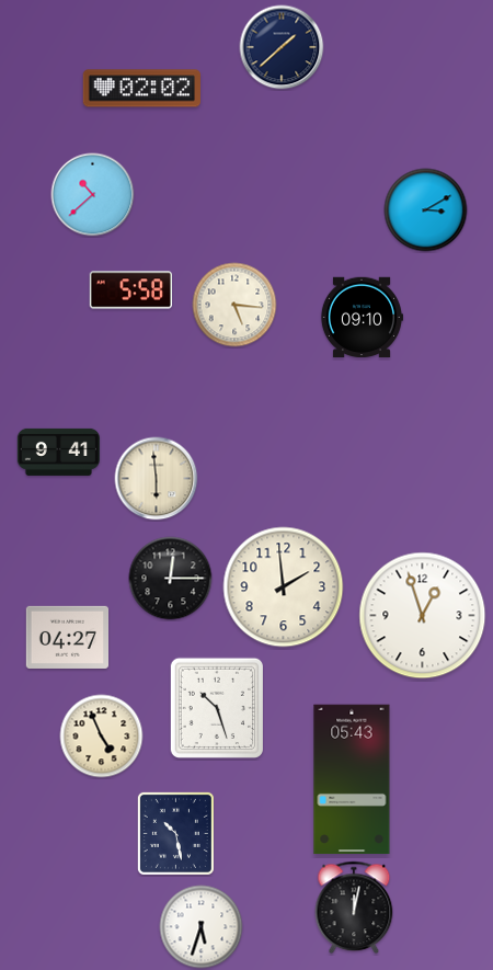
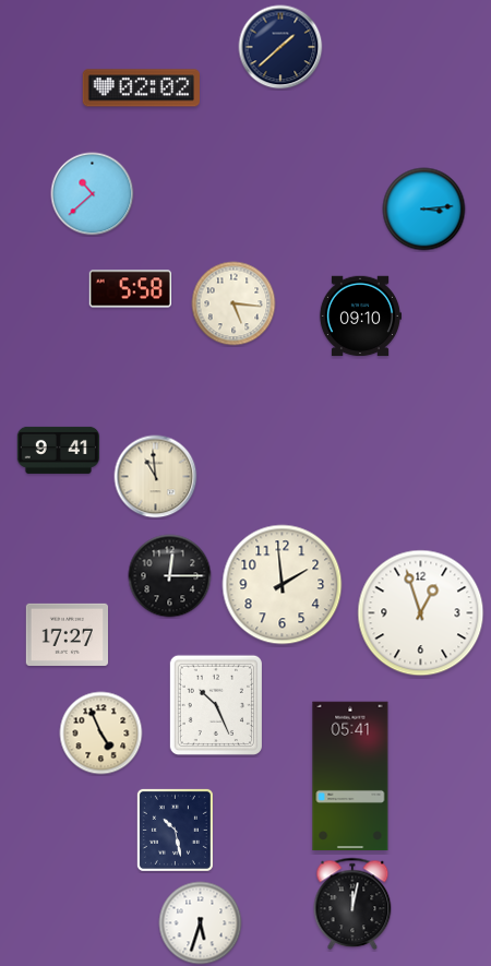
clock at (426, 210): 3:10 -> 3:14
clock at (157, 479): 5:59 -> 10:59
clock at (68, 637): 04:27 -> 17:27
clock at (217, 707): 10:27 -> 10:26
clock at (352, 779): 05:43 -> 05:41
